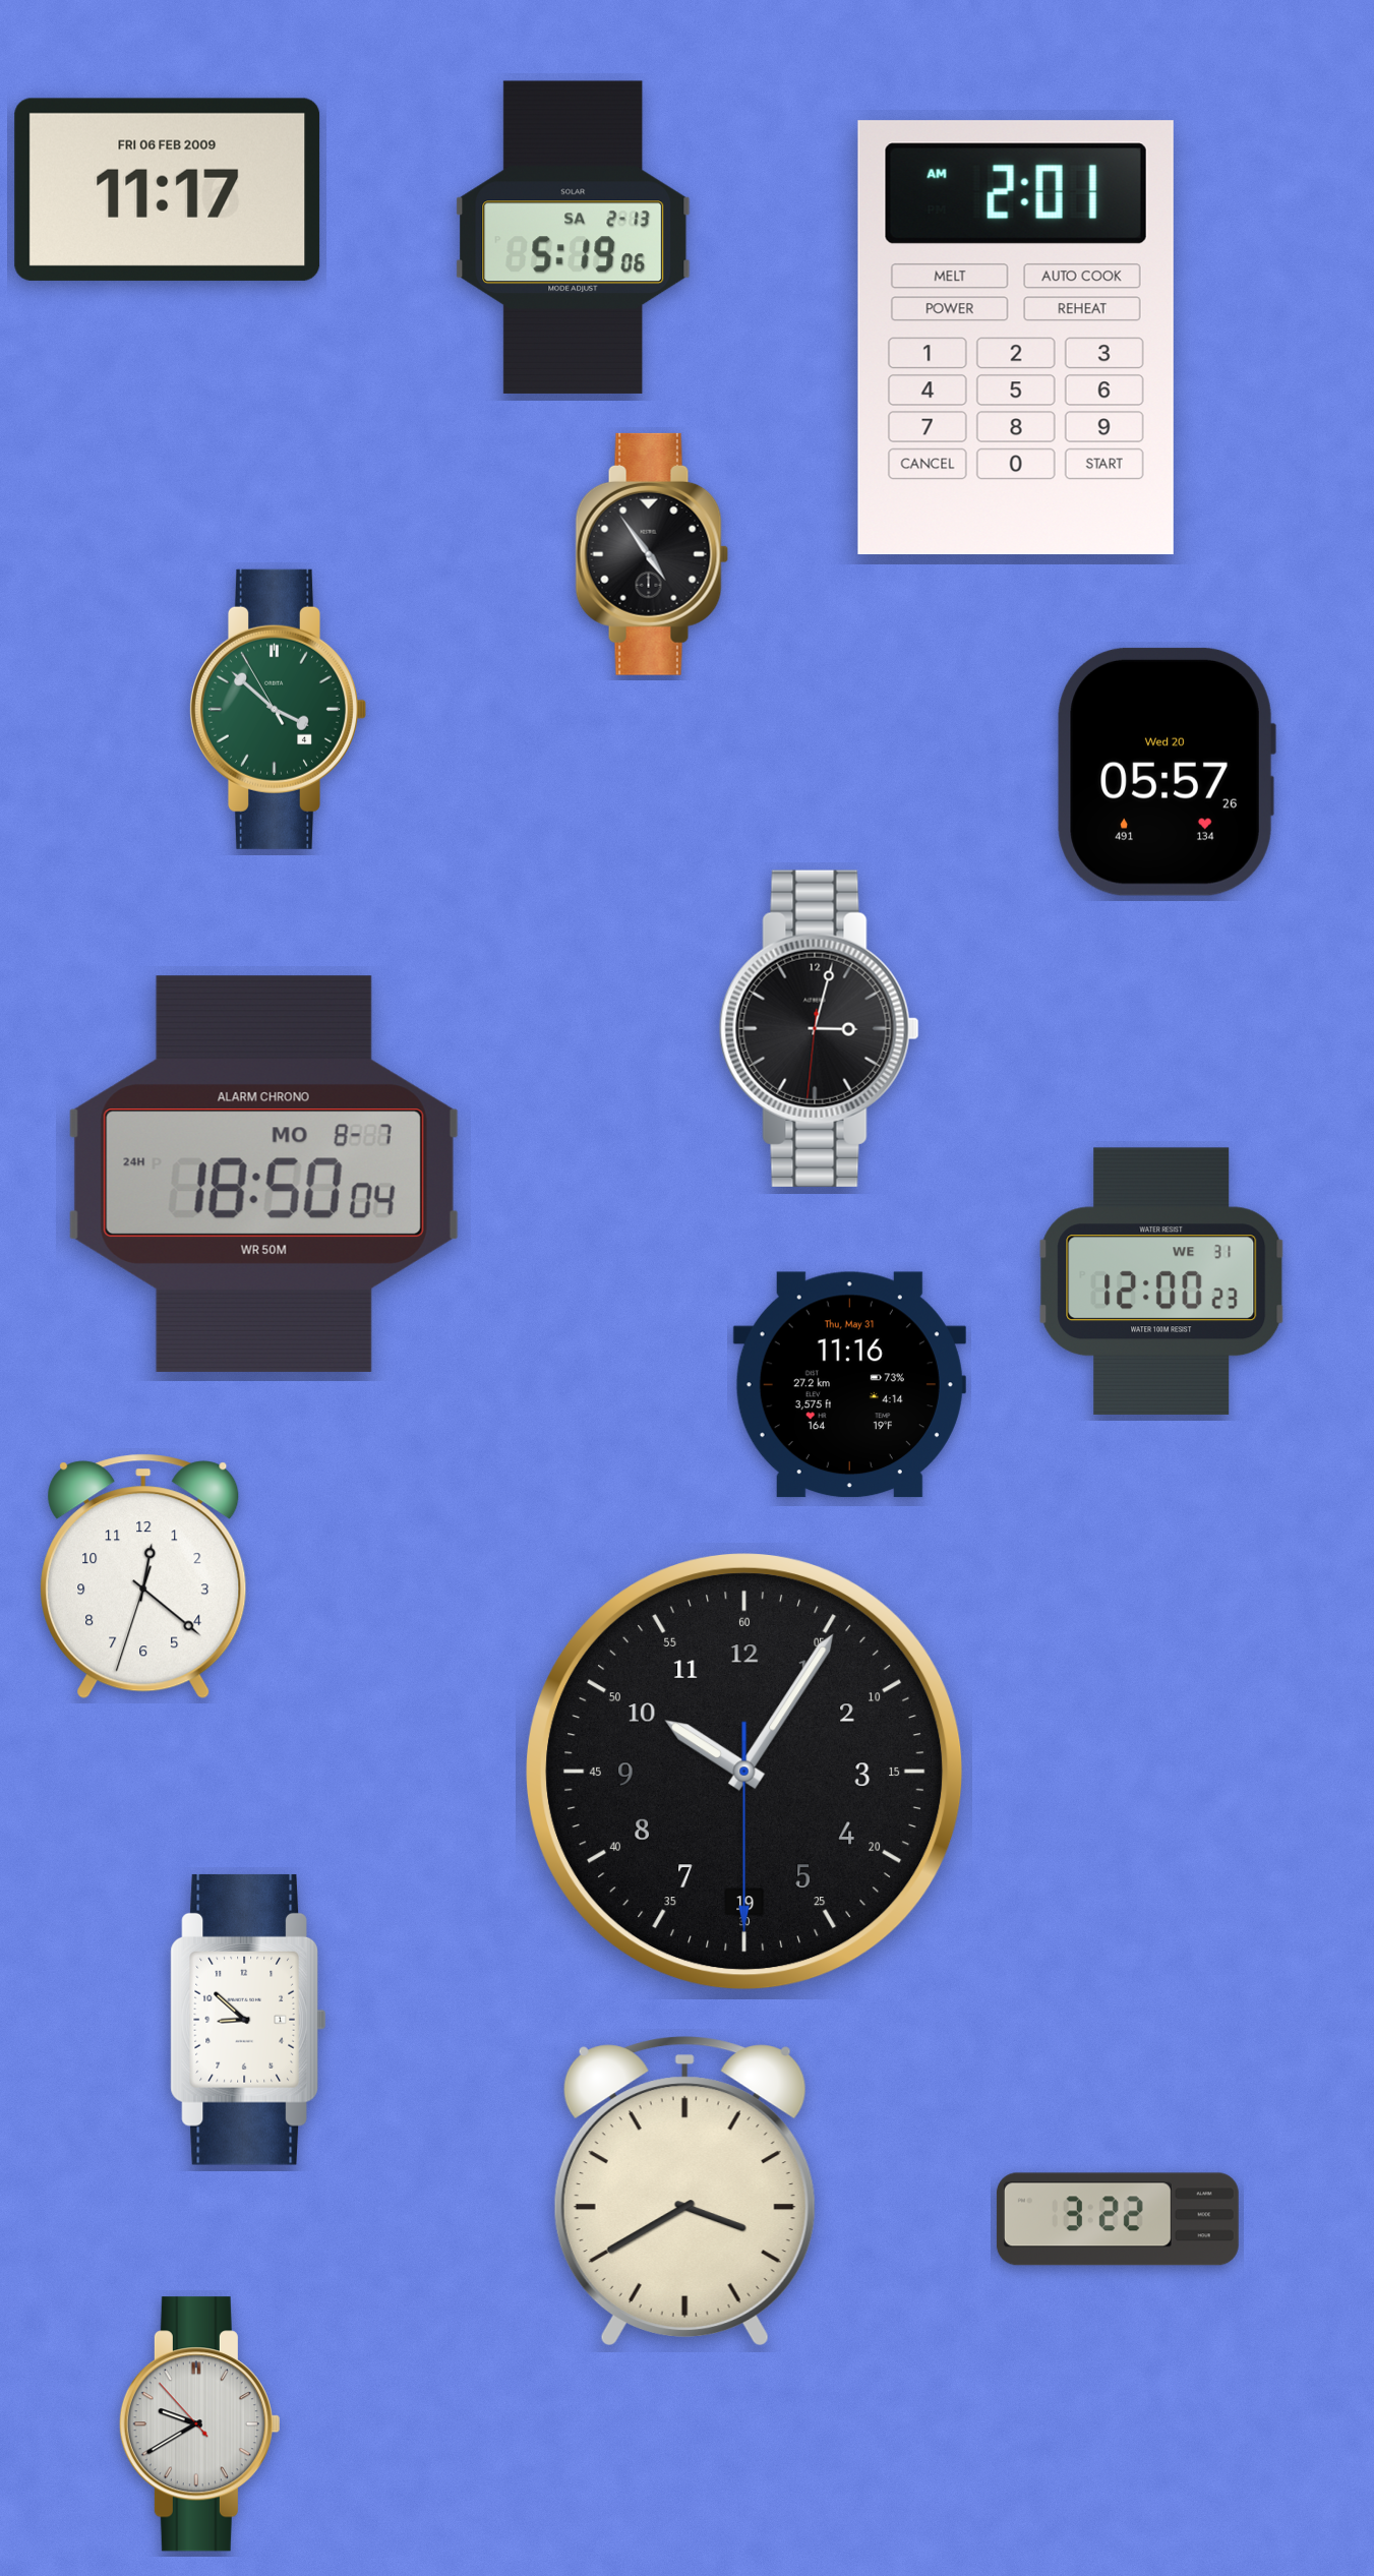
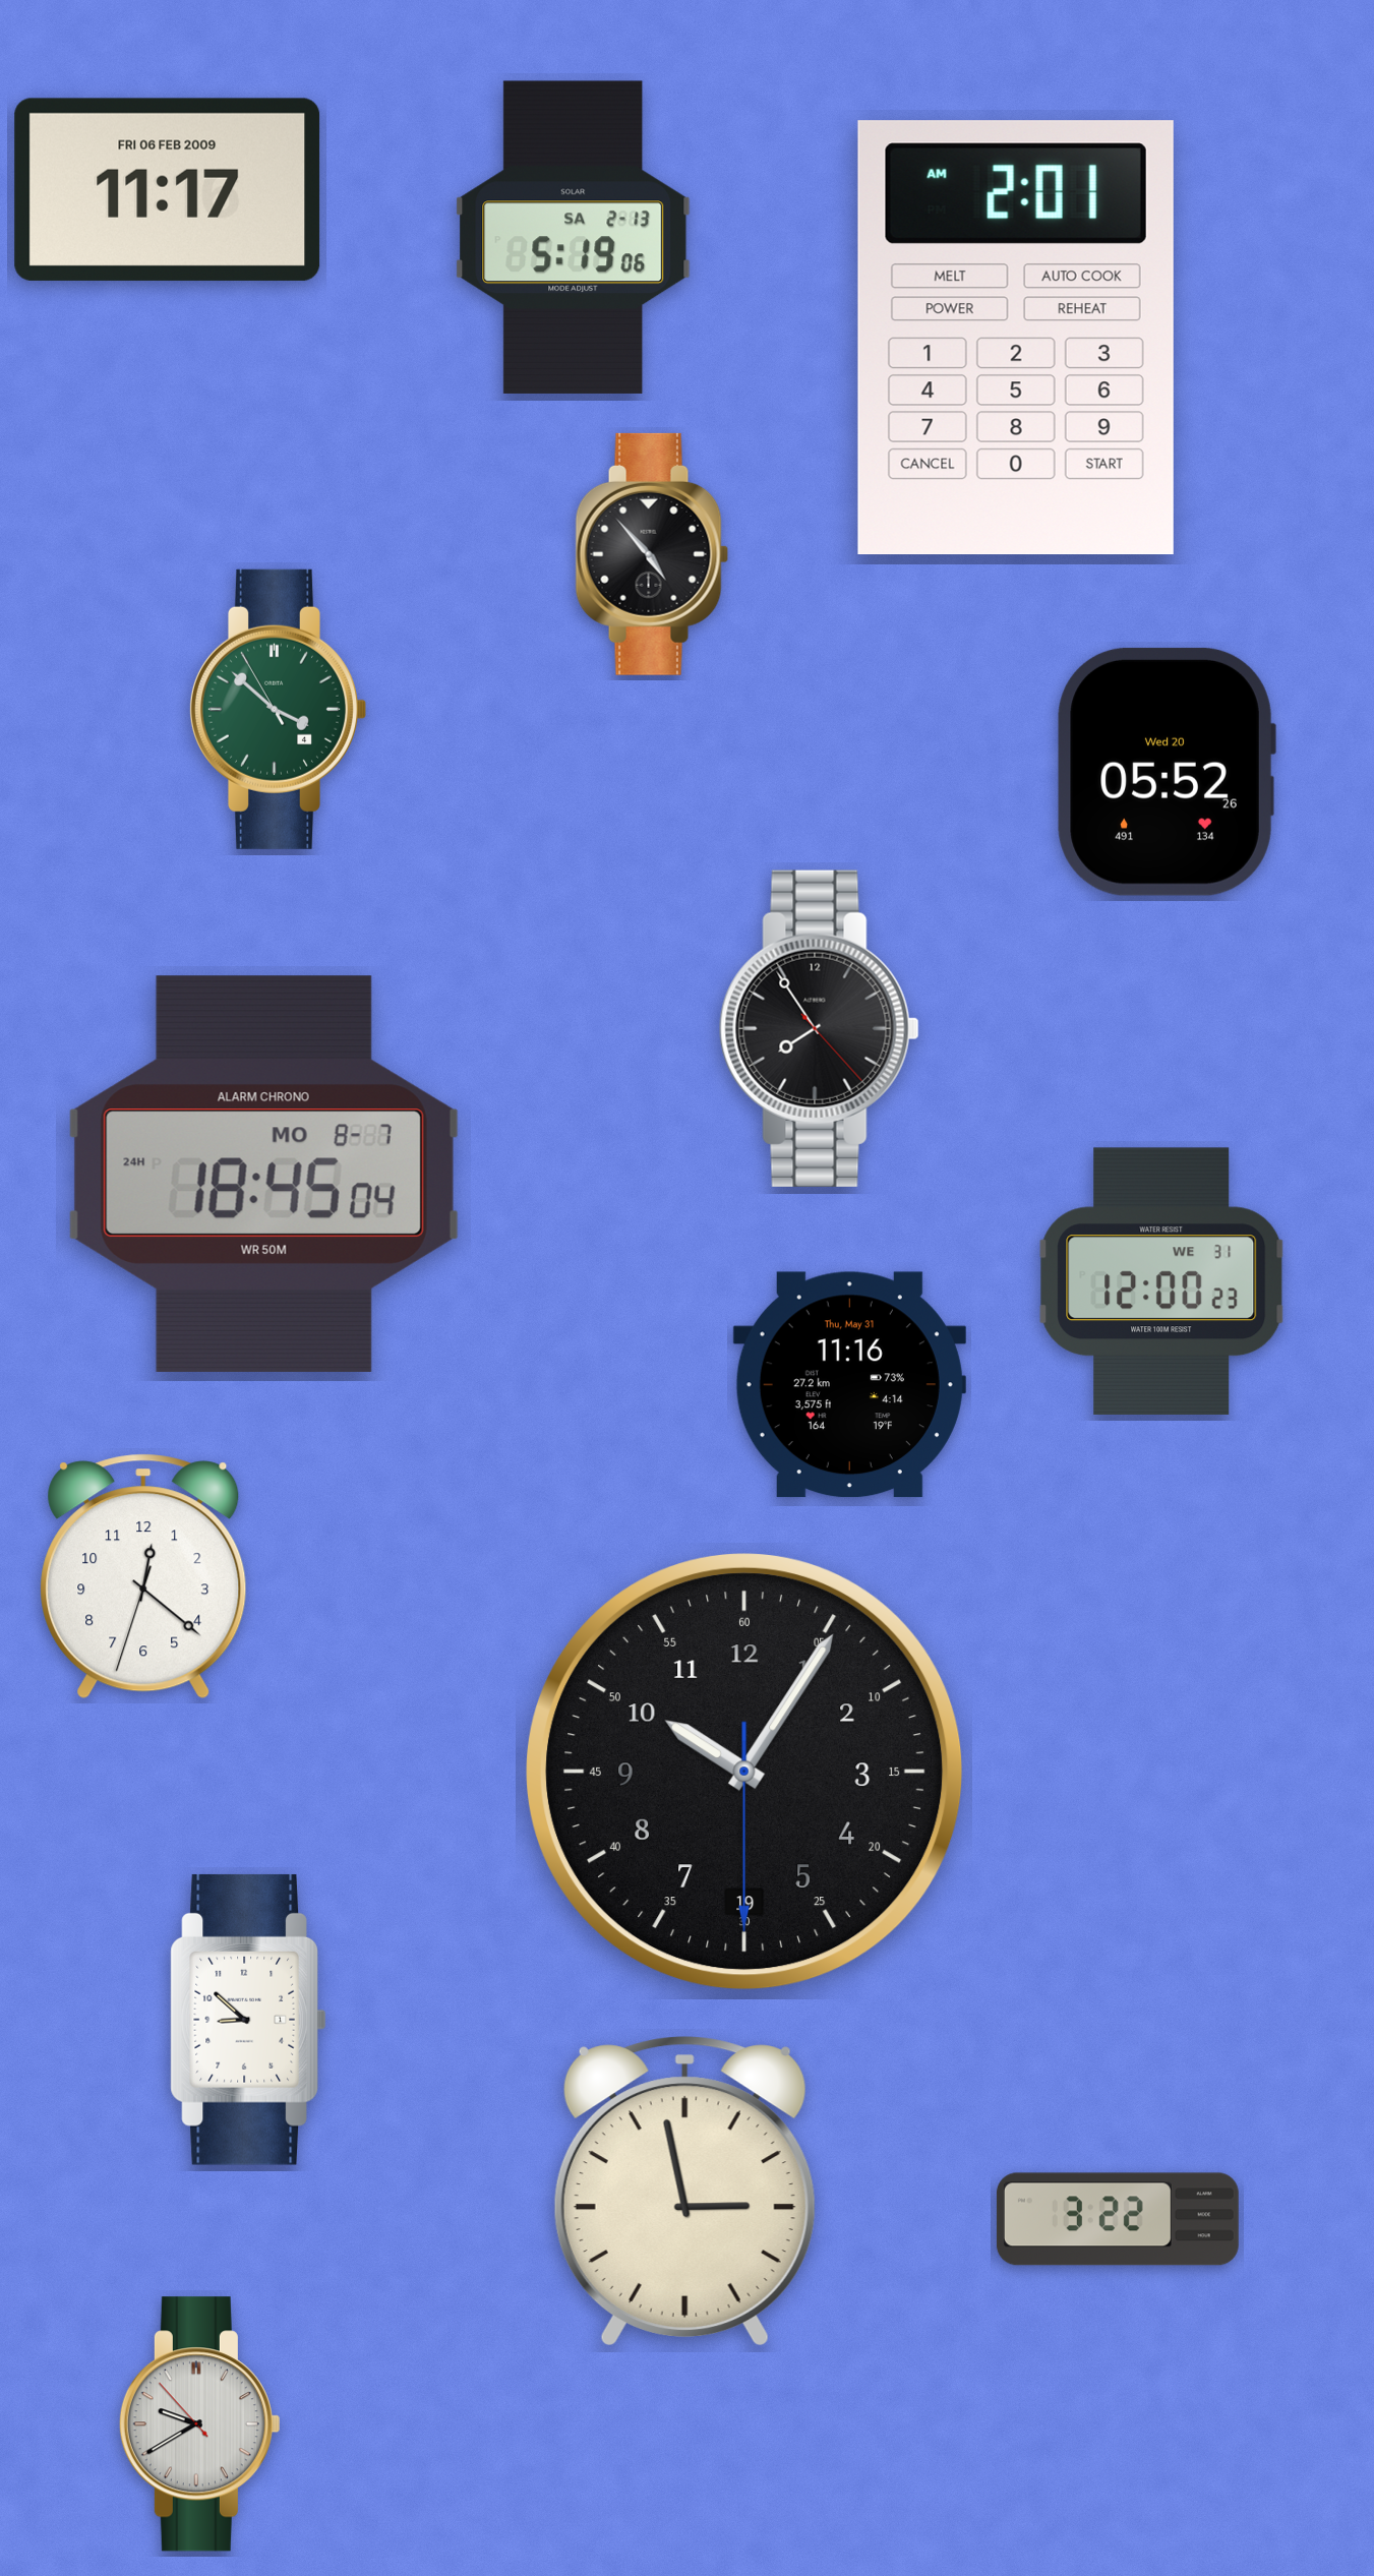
clock at (652, 554): 4:54 -> 4:53
clock at (1167, 772): 05:57 -> 05:52
clock at (819, 1028): 3:02 -> 7:54
clock at (263, 1174): 18:50 -> 18:45
clock at (684, 2191): 3:40 -> 2:58
